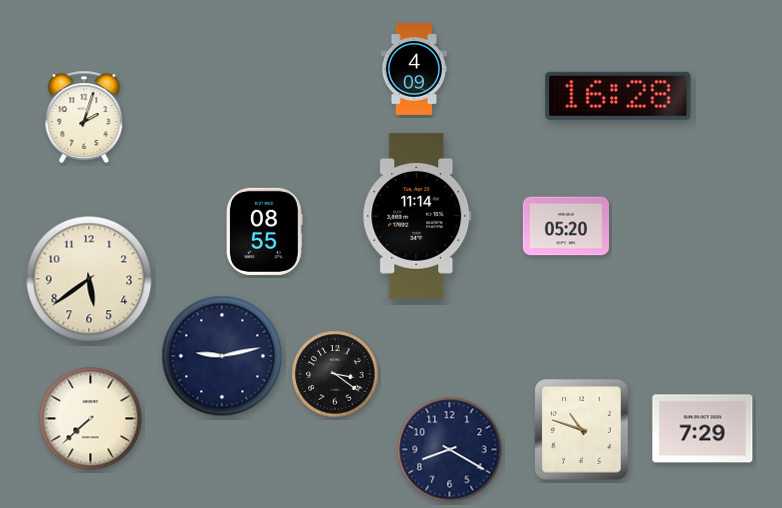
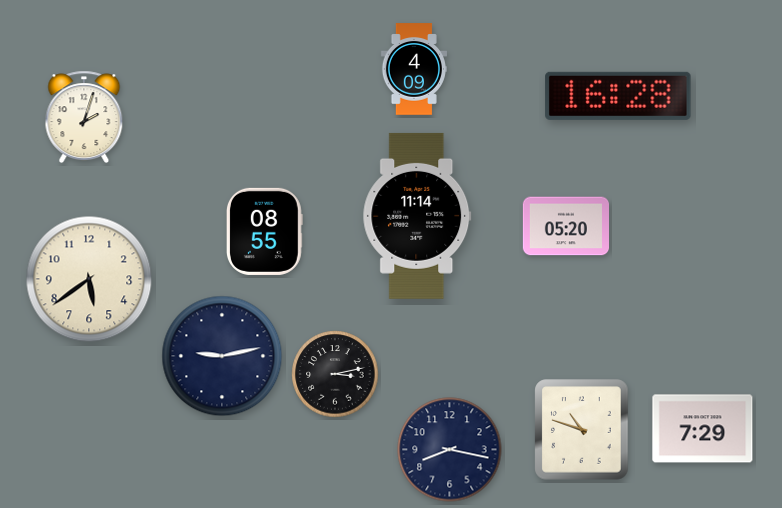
clock at (335, 374): 3:21 -> 3:13
clock at (91, 419): 7:38 -> none
clock at (450, 450): 8:20 -> 8:17
